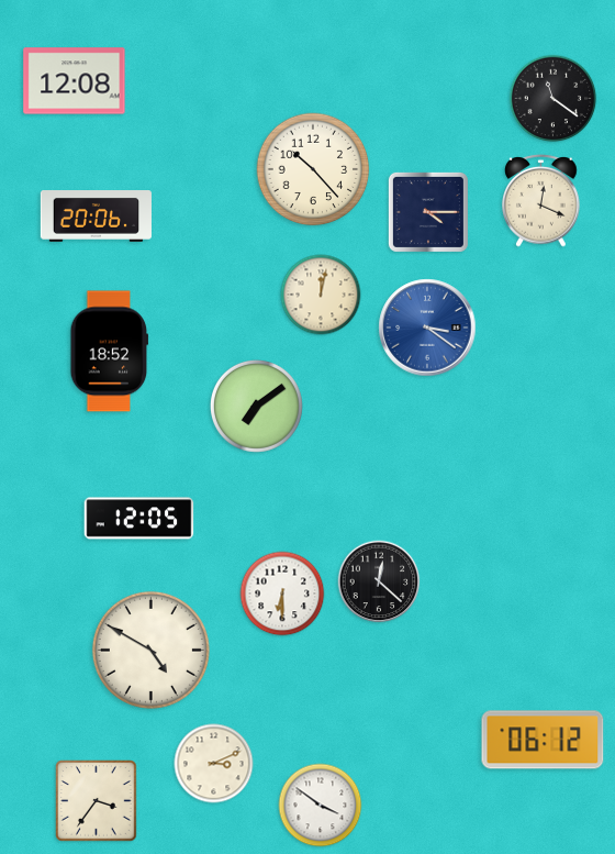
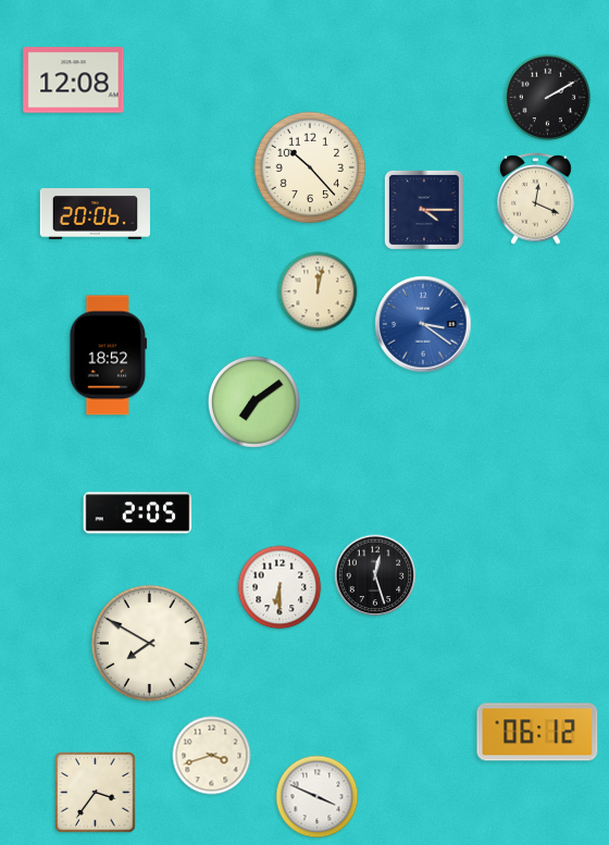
clock at (553, 99): 11:21 -> 2:10
clock at (110, 352) position: (110, 352) -> (109, 356)
clock at (139, 519): 12:05 -> 2:05
clock at (379, 581): 12:22 -> 12:27
clock at (150, 650): 4:50 -> 7:50
clock at (214, 764): 3:11 -> 3:42
clock at (321, 806): 3:51 -> 3:49
